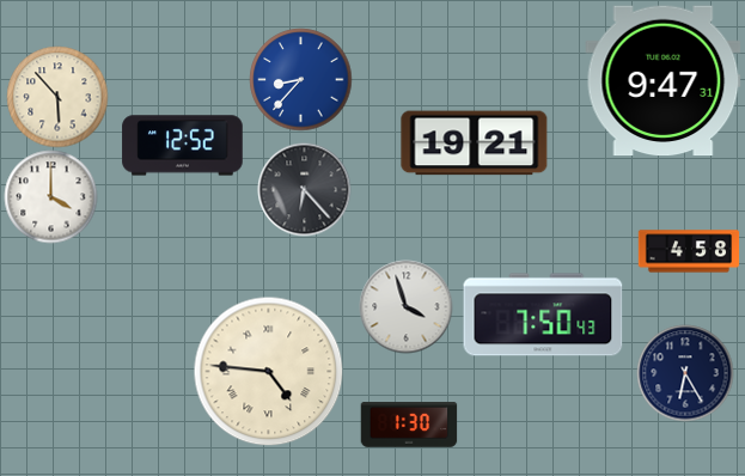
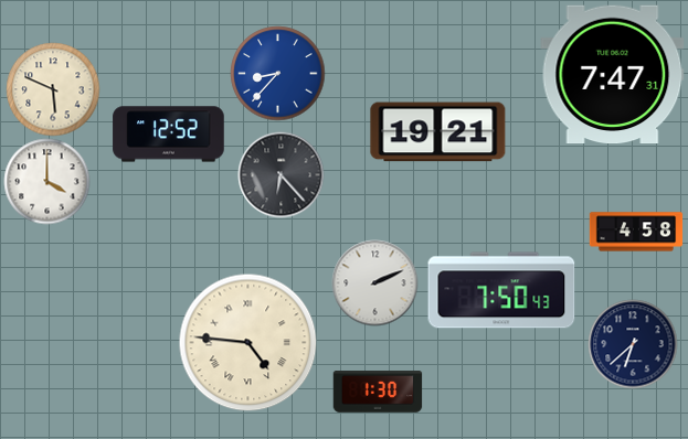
clock at (664, 81): 9:47 -> 7:47
clock at (57, 97): 5:53 -> 5:49
clock at (405, 306): 3:57 -> 2:11
clock at (685, 373): 6:25 -> 6:38
